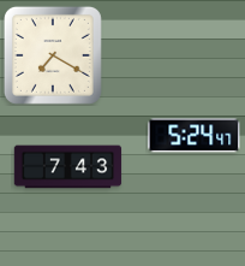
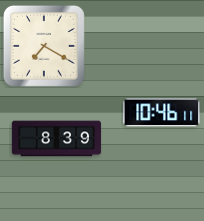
clock at (195, 136): 5:24 -> 10:46
clock at (68, 167): 7:43 -> 8:39
